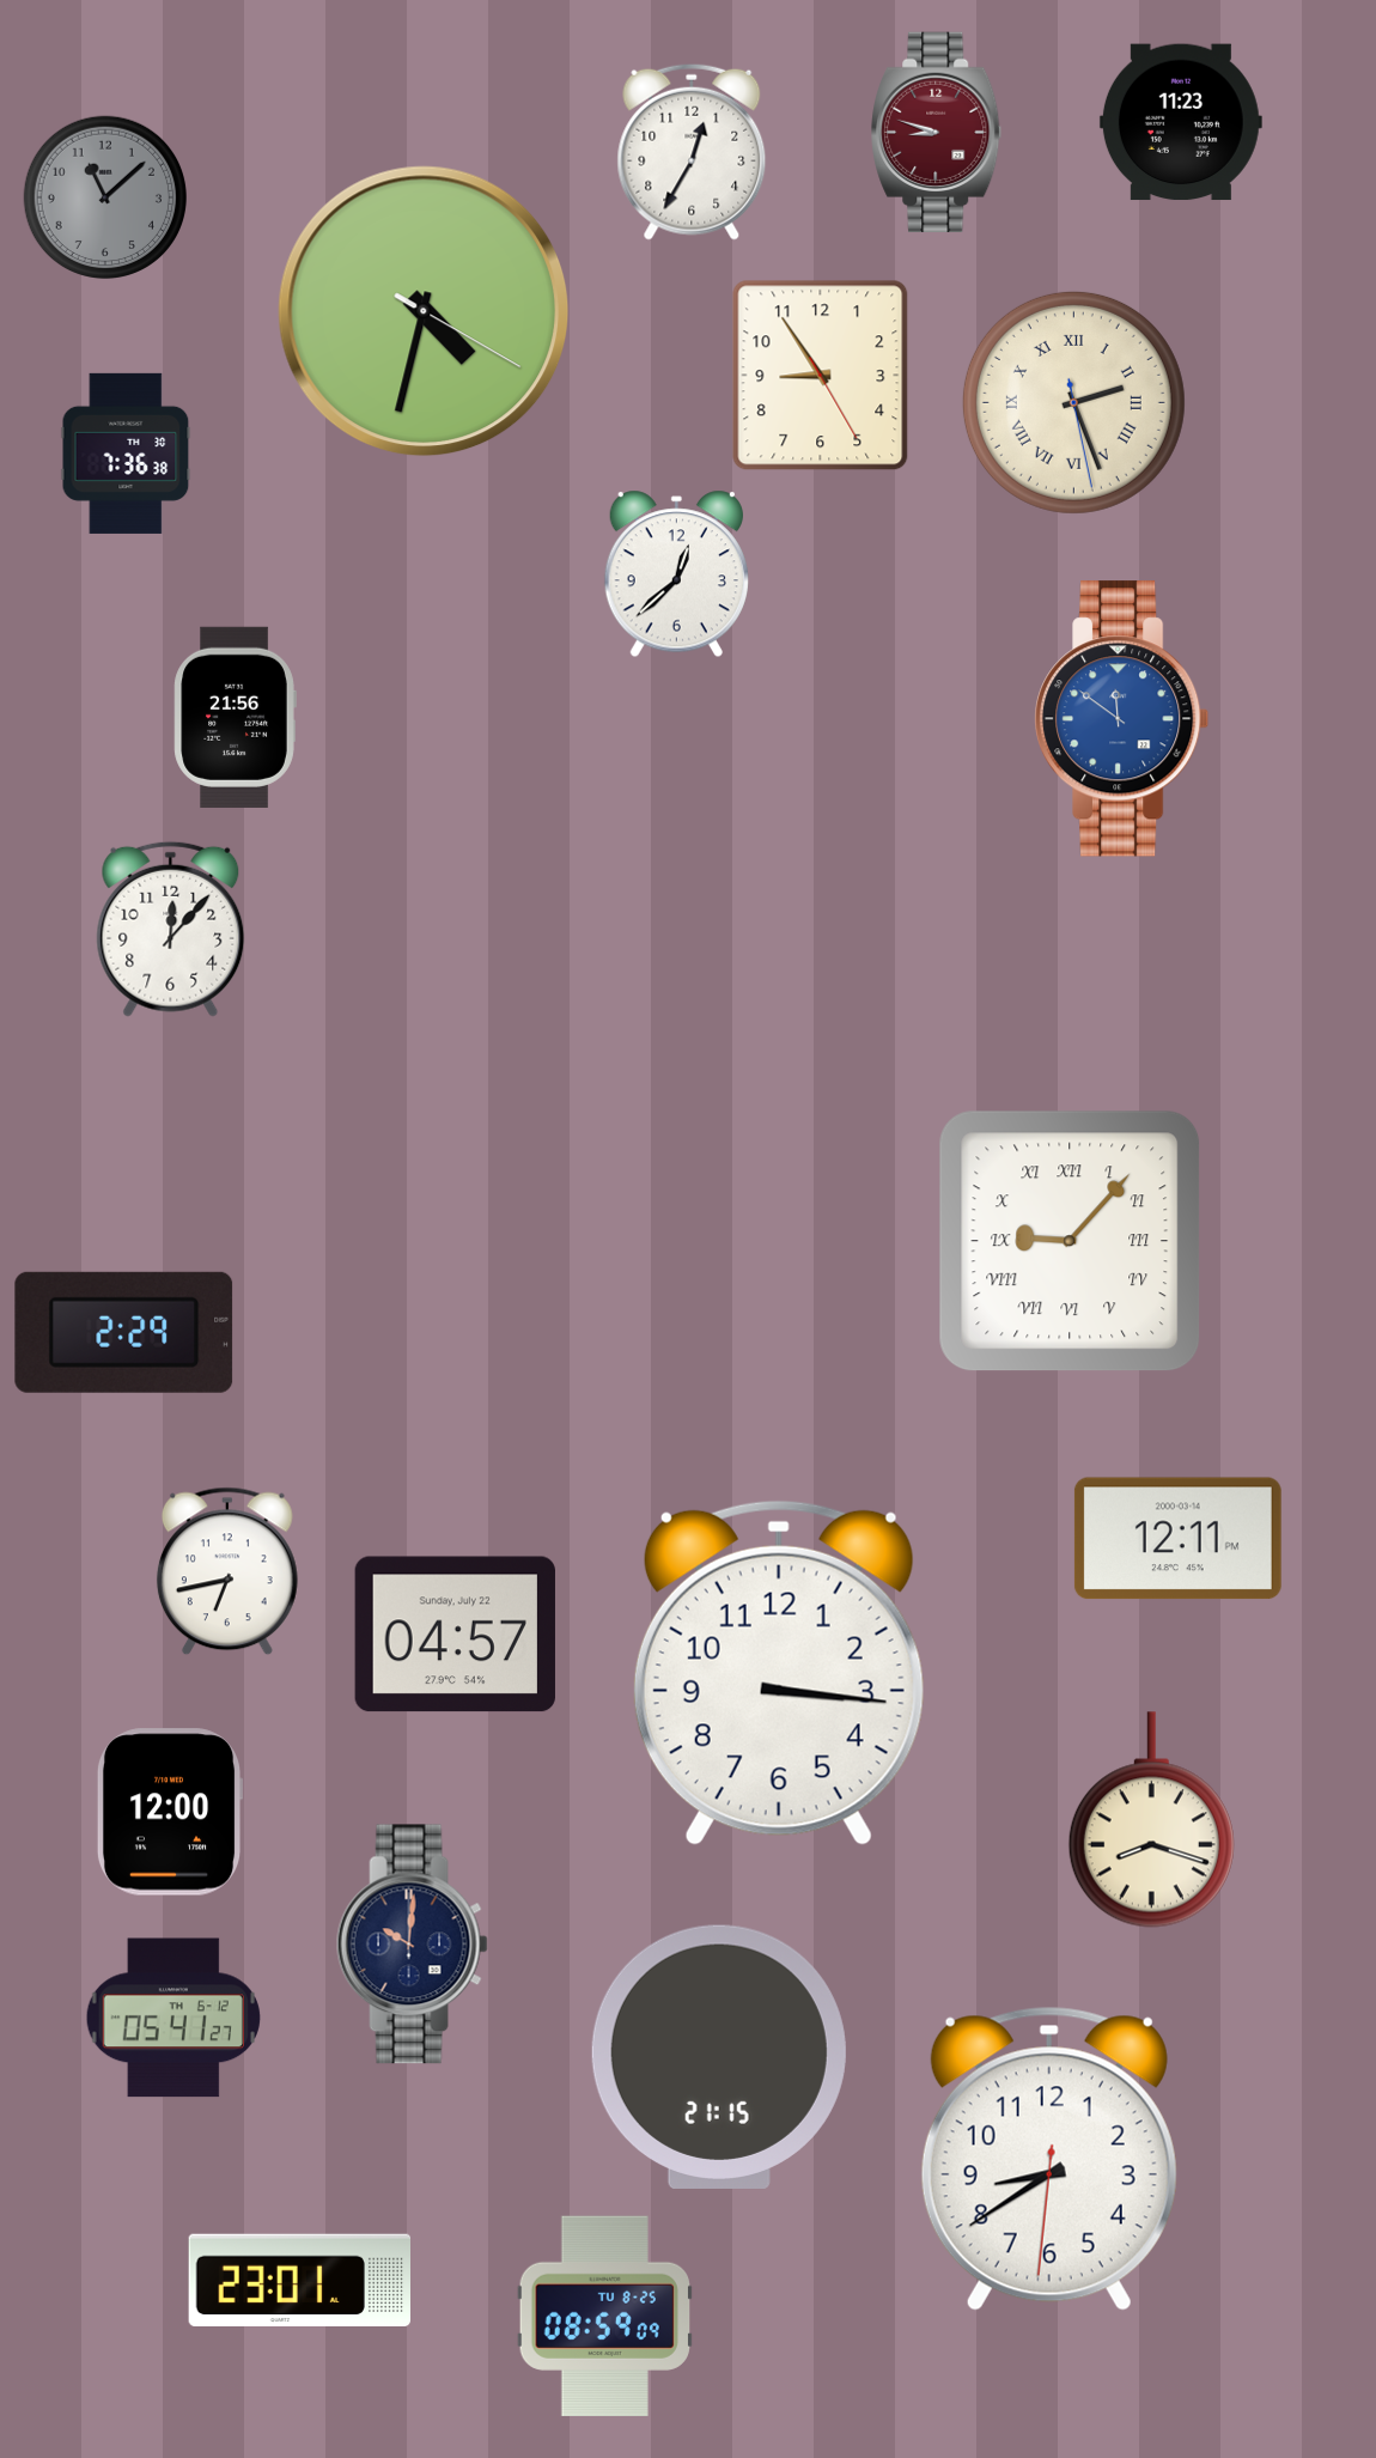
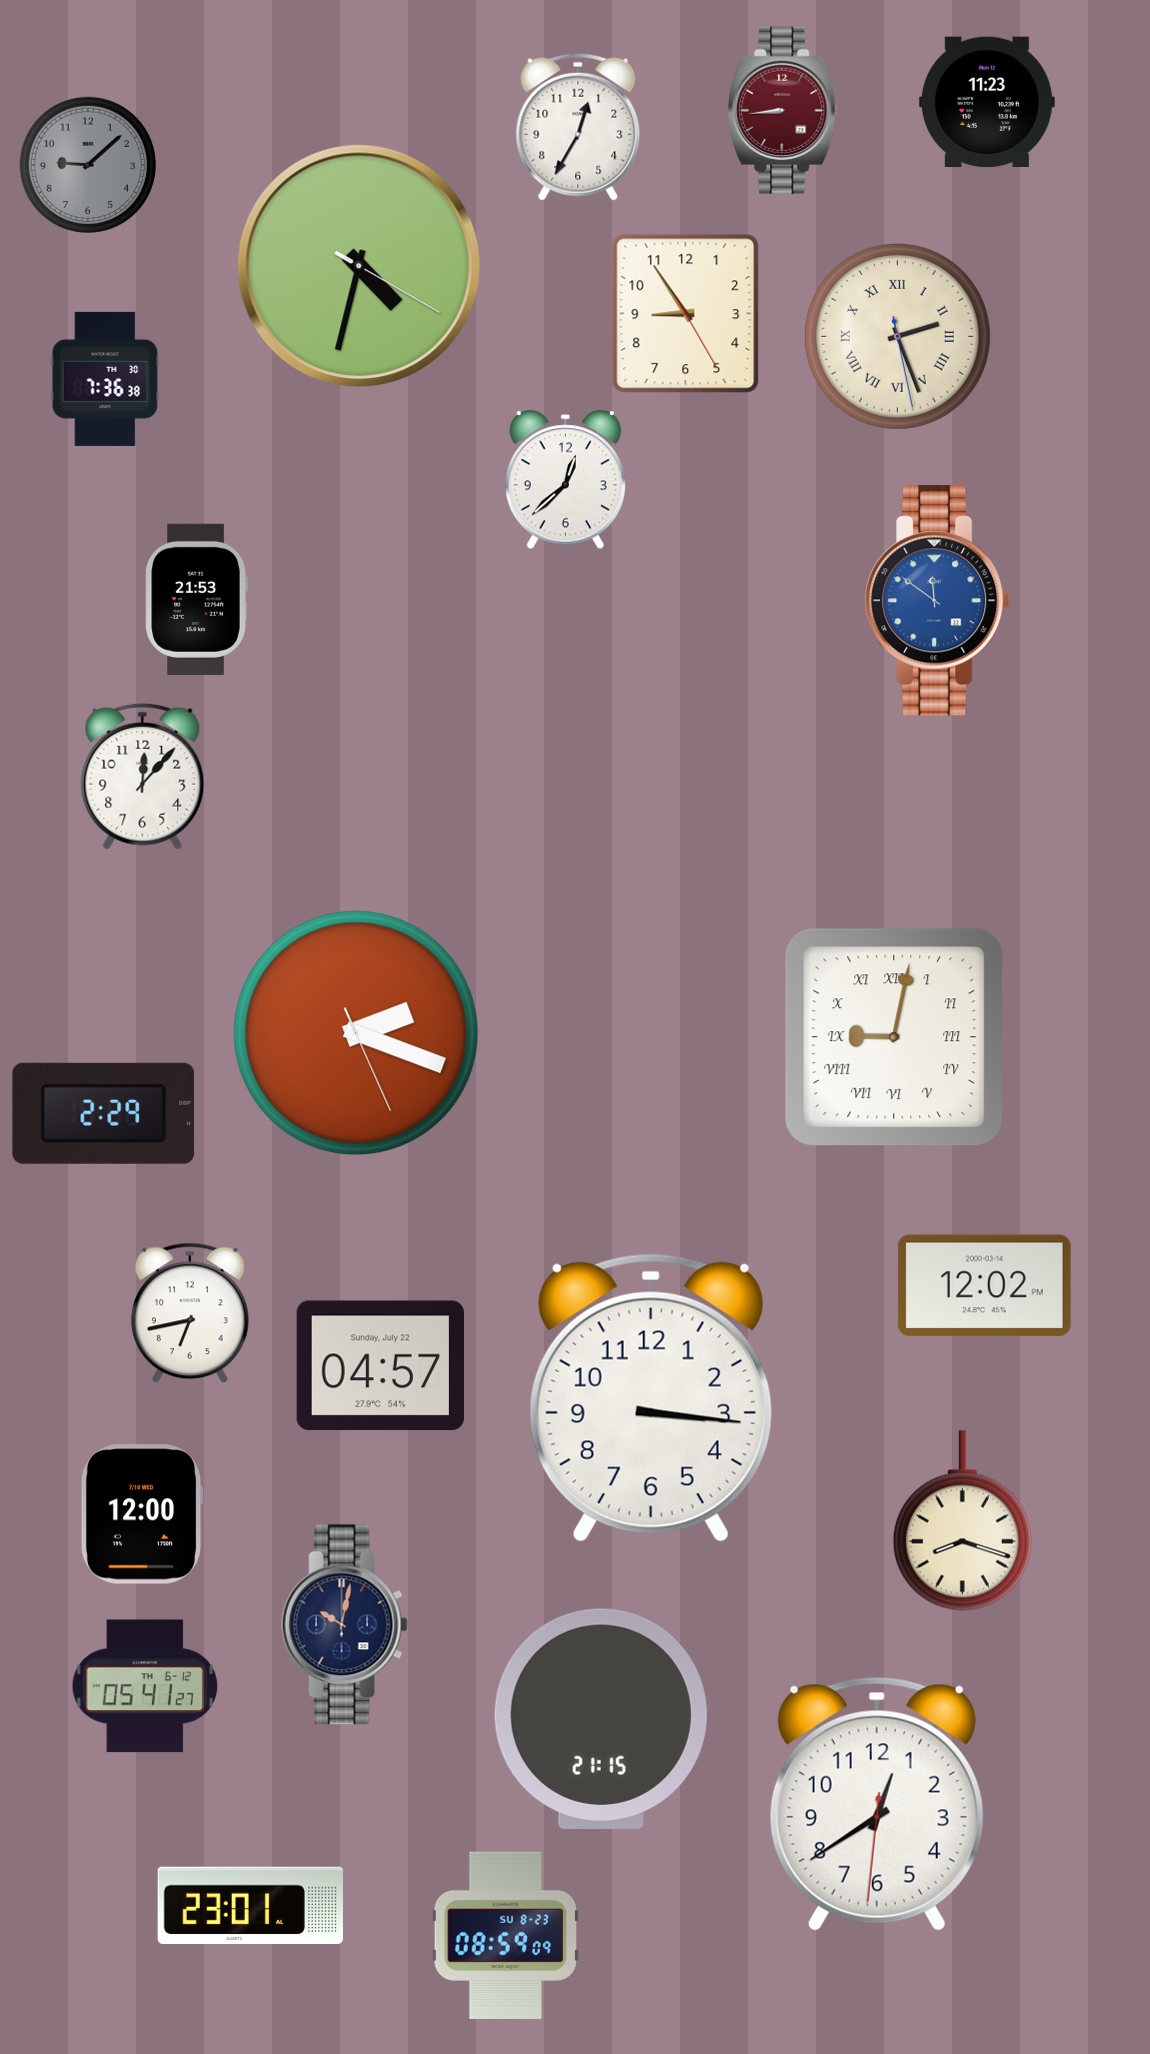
clock at (937, 132): 8:48 -> 8:44
clock at (104, 196): 11:08 -> 9:08
clock at (424, 311) position: (424, 311) -> (359, 266)
clock at (235, 717): 21:56 -> 21:53
clock at (356, 1033): none -> 2:18
clock at (1070, 1241): 9:07 -> 9:02
clock at (1177, 1539): 12:11 -> 12:02
clock at (412, 1945): 10:01 -> 10:02
clock at (1049, 2159): 8:39 -> 12:39
clock at (604, 2316) date: TU 8-25 -> SU 8-23
